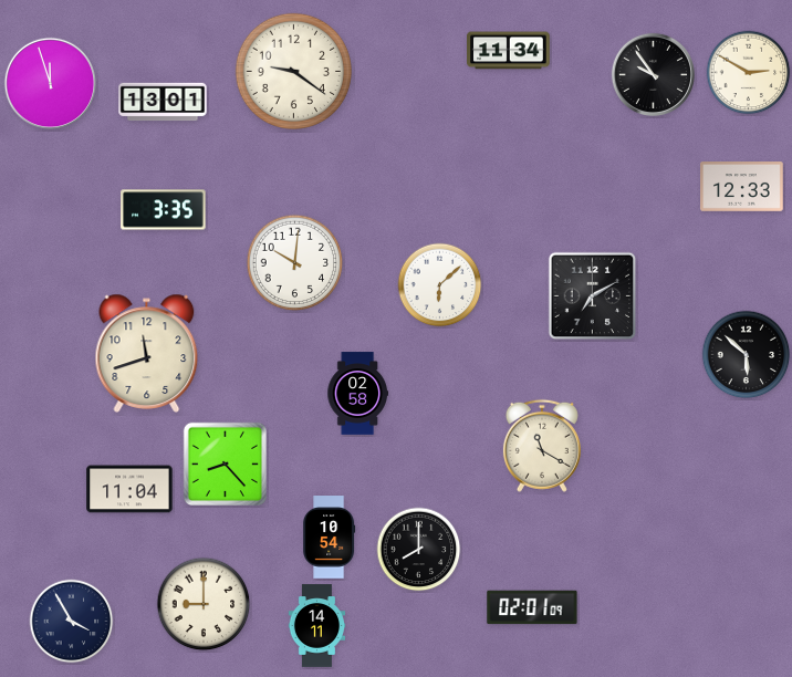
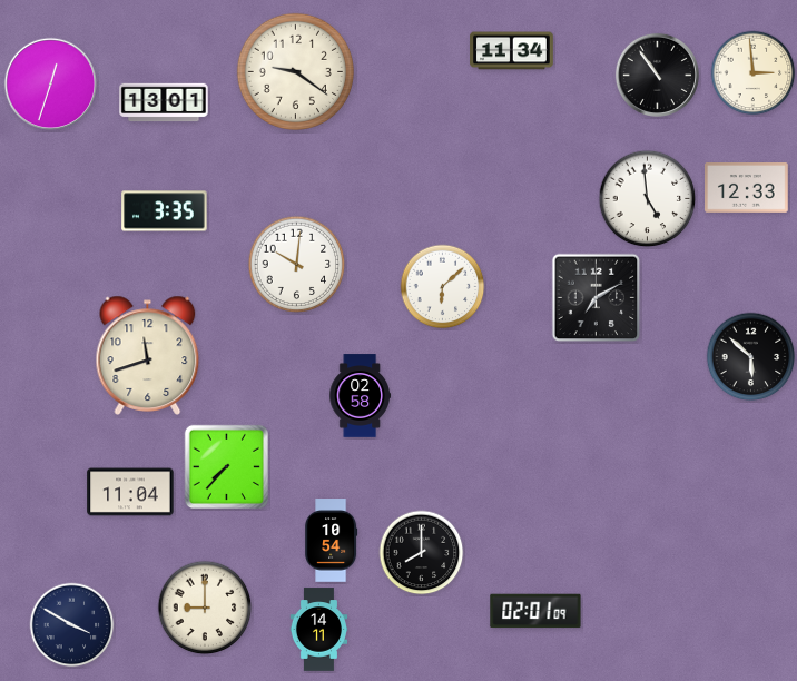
clock at (749, 73): 2:50 -> 2:59
clock at (653, 74): 9:54 -> 10:54
clock at (51, 84): 11:57 -> 12:33
clock at (648, 199): none -> 4:59
clock at (542, 446): 11:20 -> none
clock at (225, 464): 8:23 -> 7:37
clock at (72, 622): 3:55 -> 3:50
